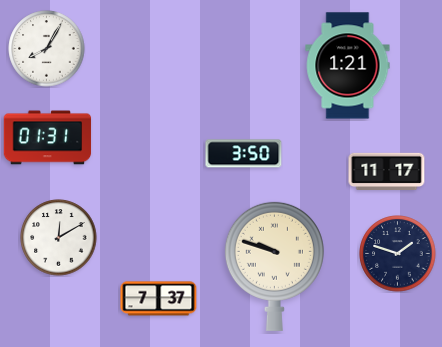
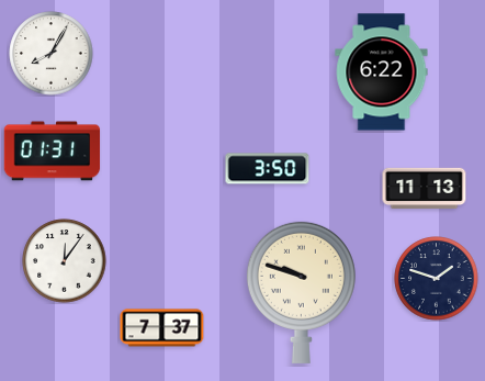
clock at (348, 66): 1:21 -> 6:22
clock at (387, 172): 11:17 -> 11:13
clock at (59, 238): 12:10 -> 12:06
clock at (159, 299) position: (159, 299) -> (162, 328)
